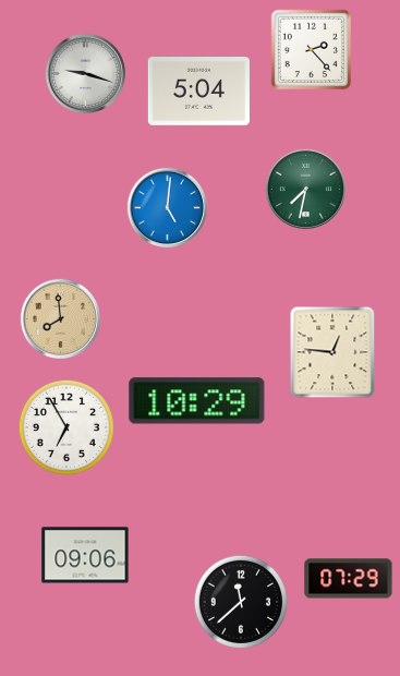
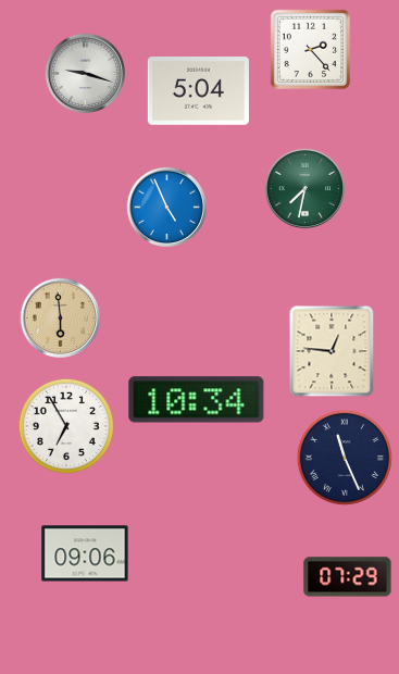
clock at (168, 208): 5:01 -> 4:56
clock at (61, 319): 7:59 -> 5:59
clock at (197, 401): 10:29 -> 10:34
clock at (345, 458): none -> 11:26
clock at (240, 601): 11:38 -> none
